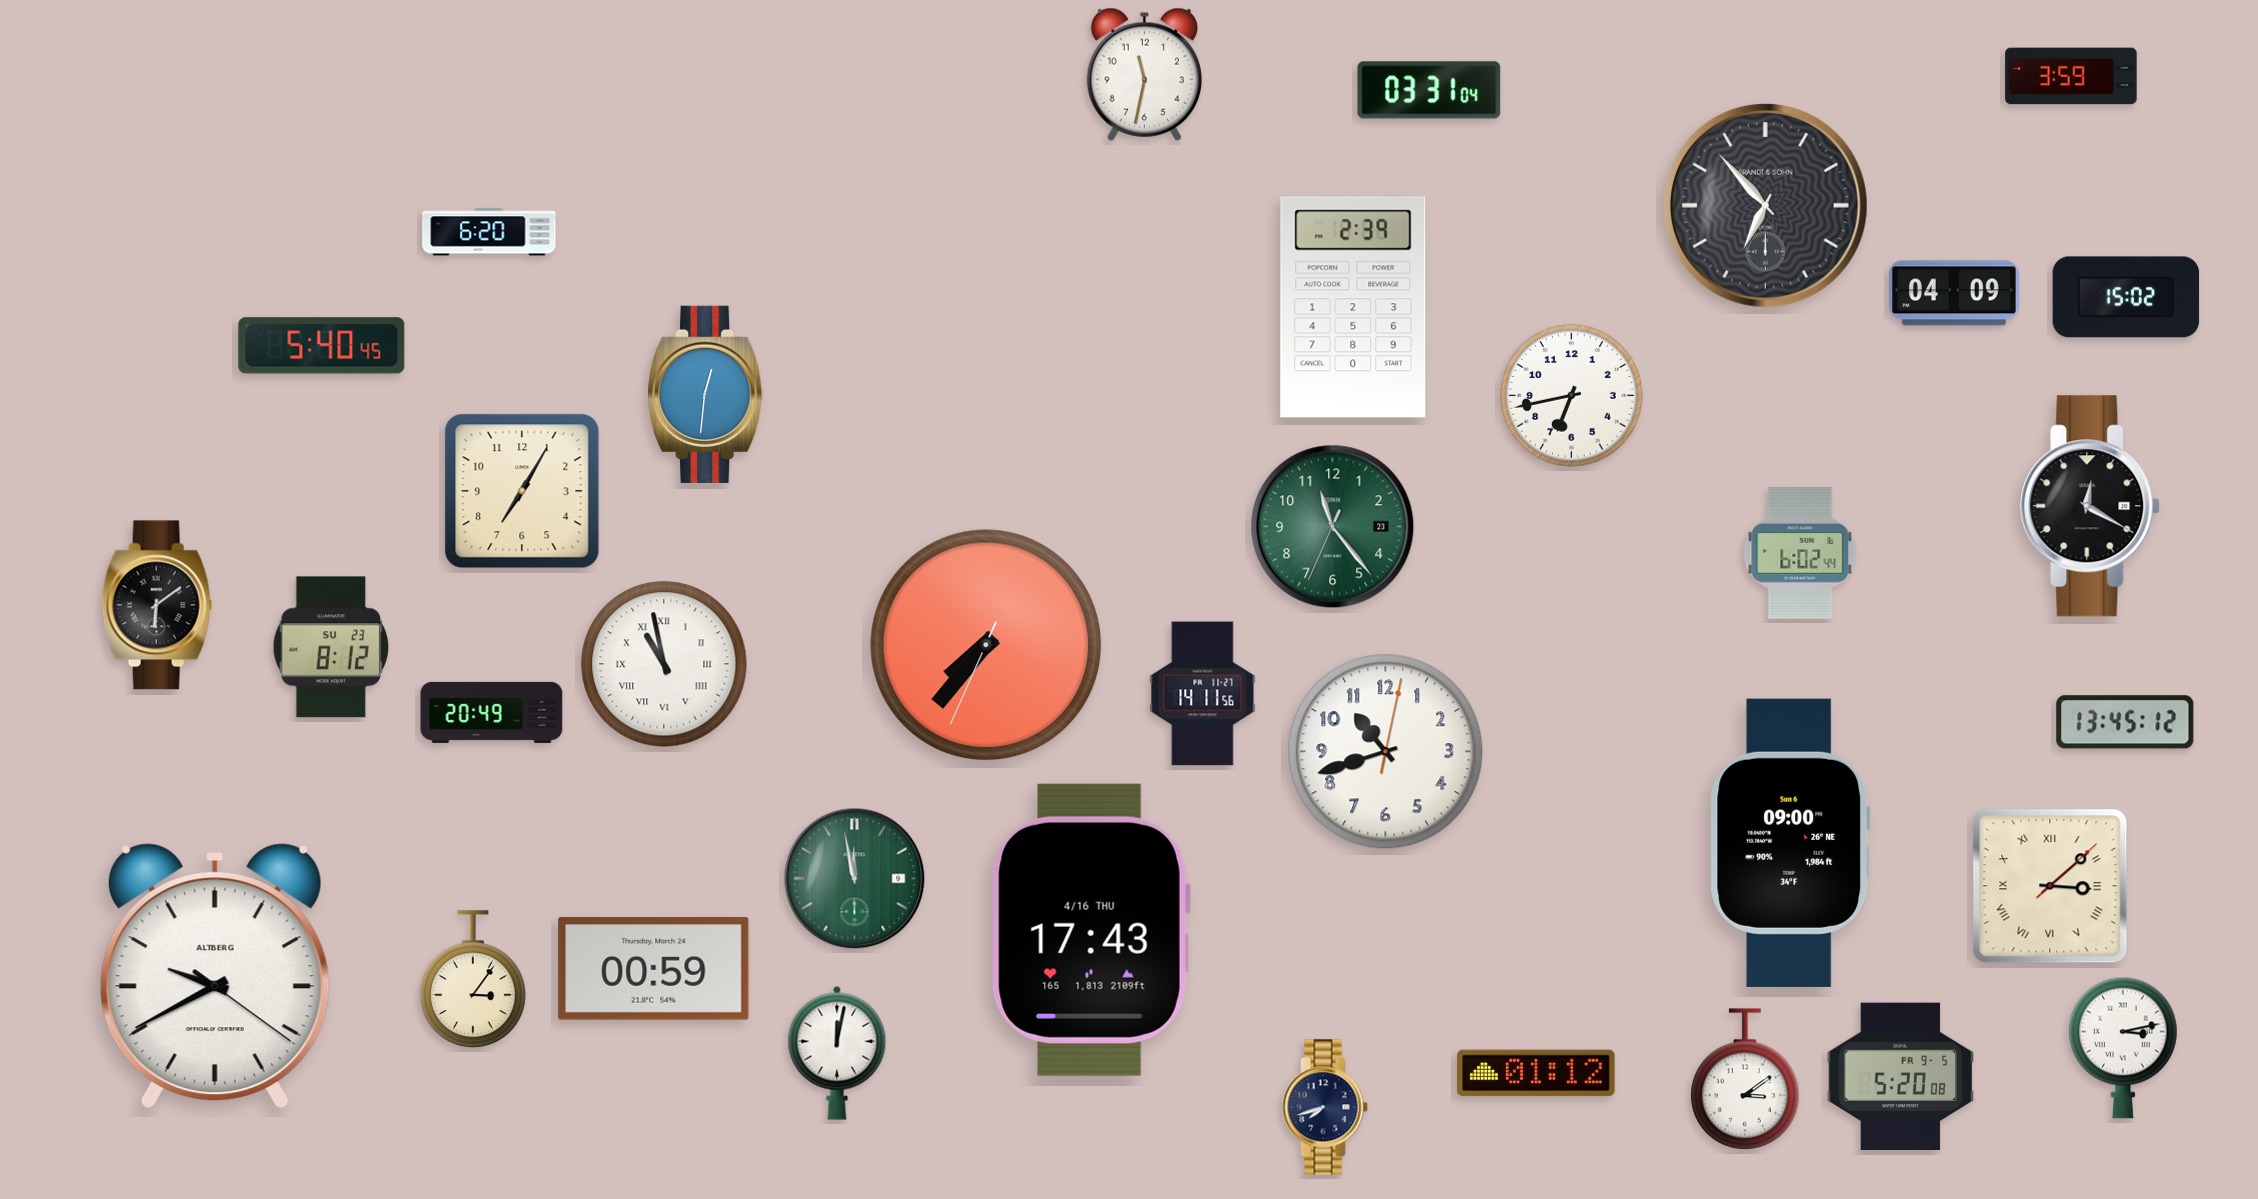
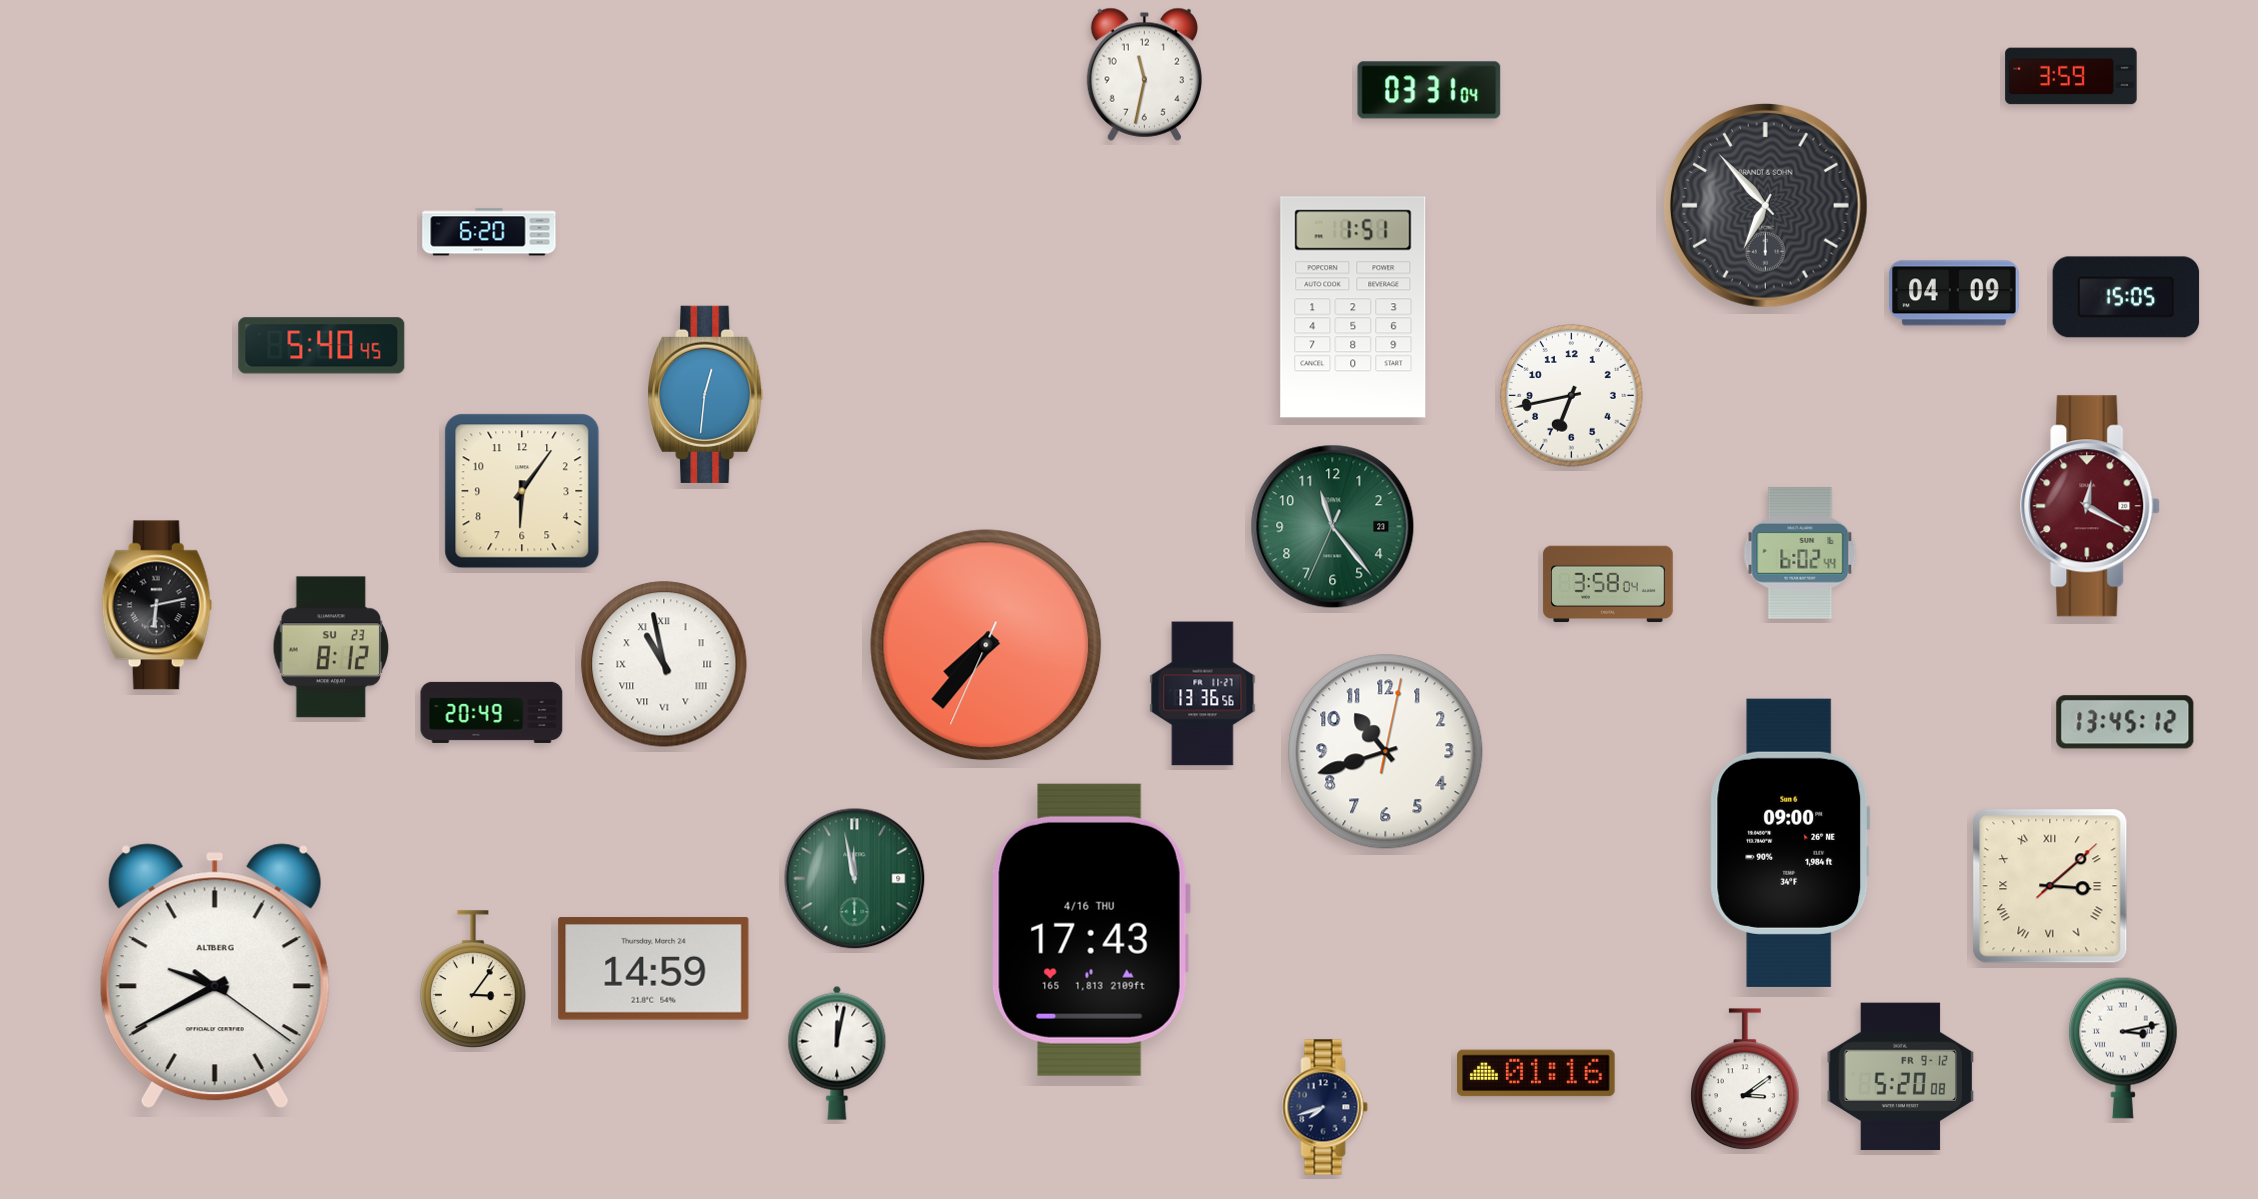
clock at (2126, 297): 15:02 -> 15:05
clock at (1353, 307): 2:39 -> 1:51
clock at (522, 491): 7:05 -> 6:06
clock at (2091, 506) dial: black -> burgundy
clock at (1608, 584): none -> 3:58
clock at (157, 605): 6:09 -> 6:13
clock at (1203, 694): 14:11 -> 13:36
clock at (654, 969): 00:59 -> 14:59
clock at (1536, 1073): 01:12 -> 01:16
clock at (1901, 1077) date: FR 9-5 -> FR 9-12
